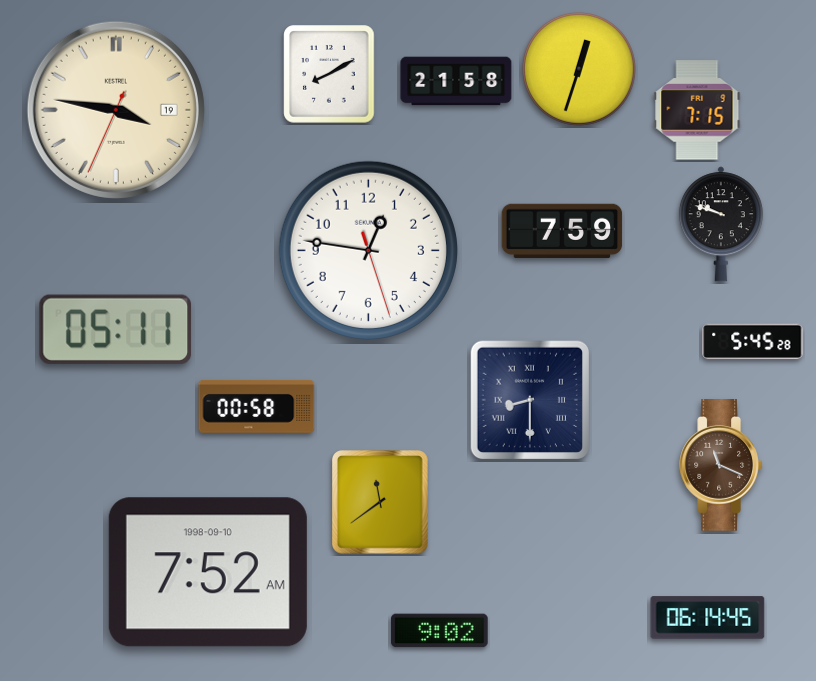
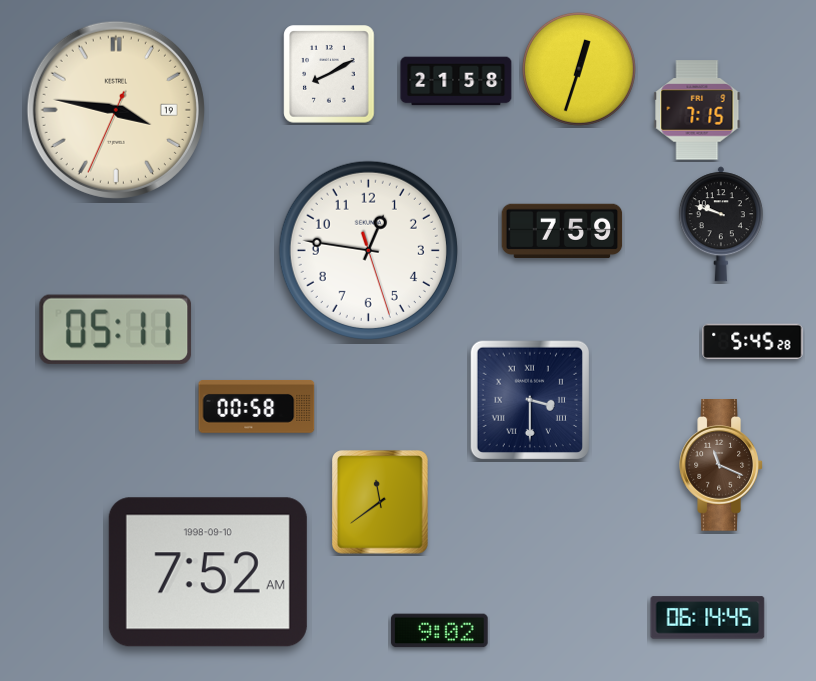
clock at (529, 399): 8:30 -> 3:30
